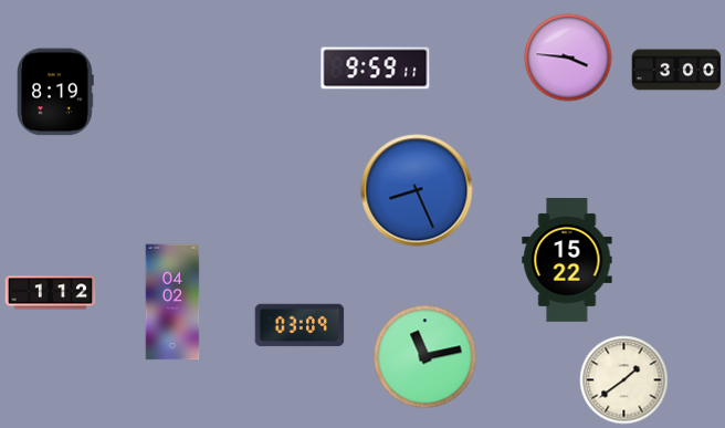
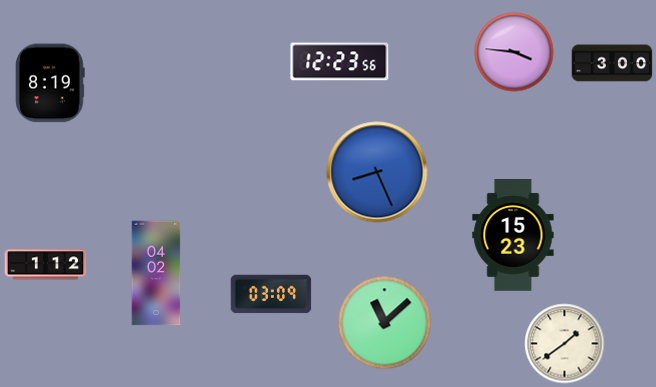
clock at (376, 69): 9:59 -> 12:23
clock at (567, 261): 15:22 -> 15:23
clock at (425, 357): 11:13 -> 11:08
